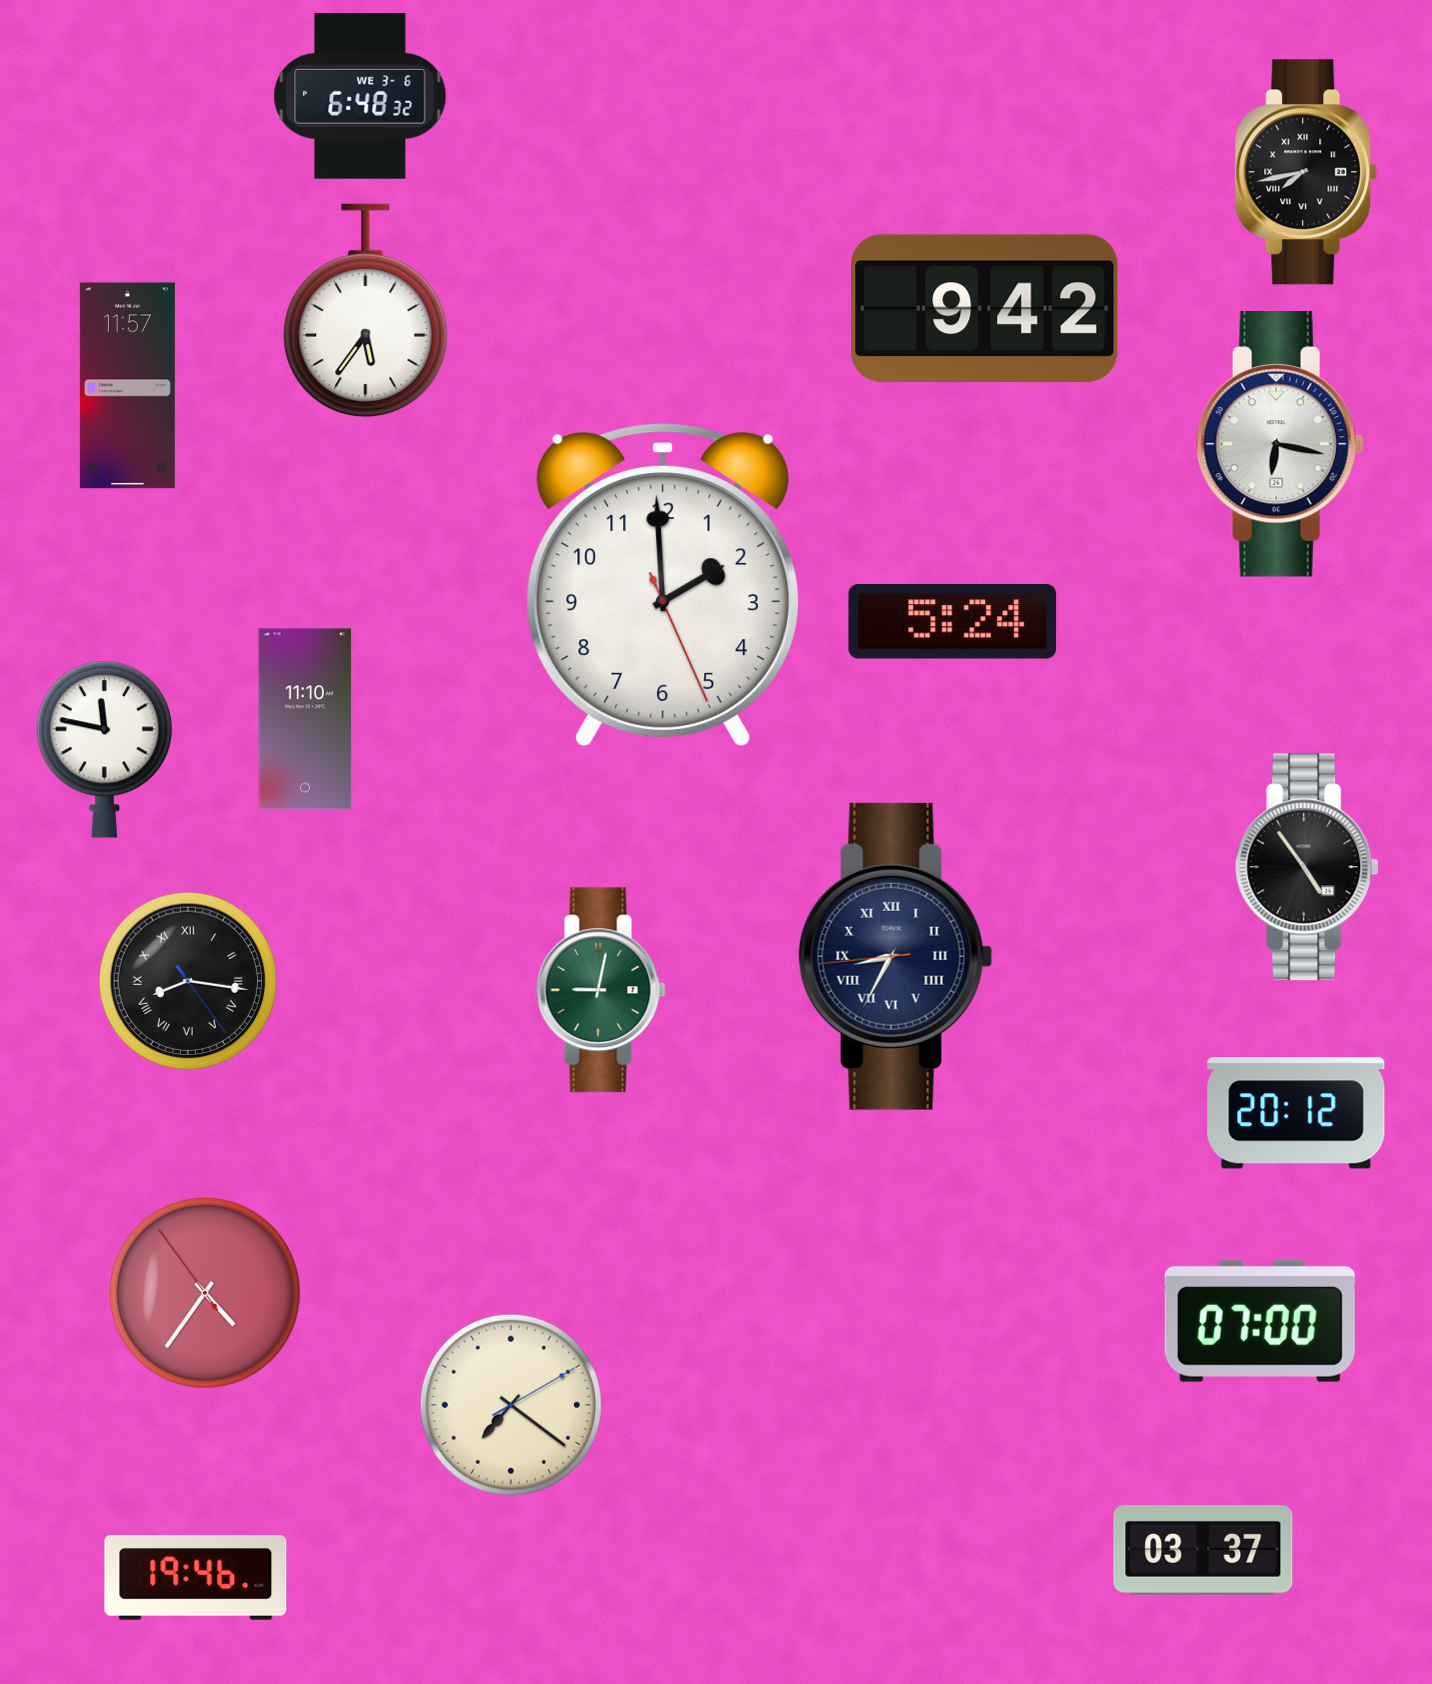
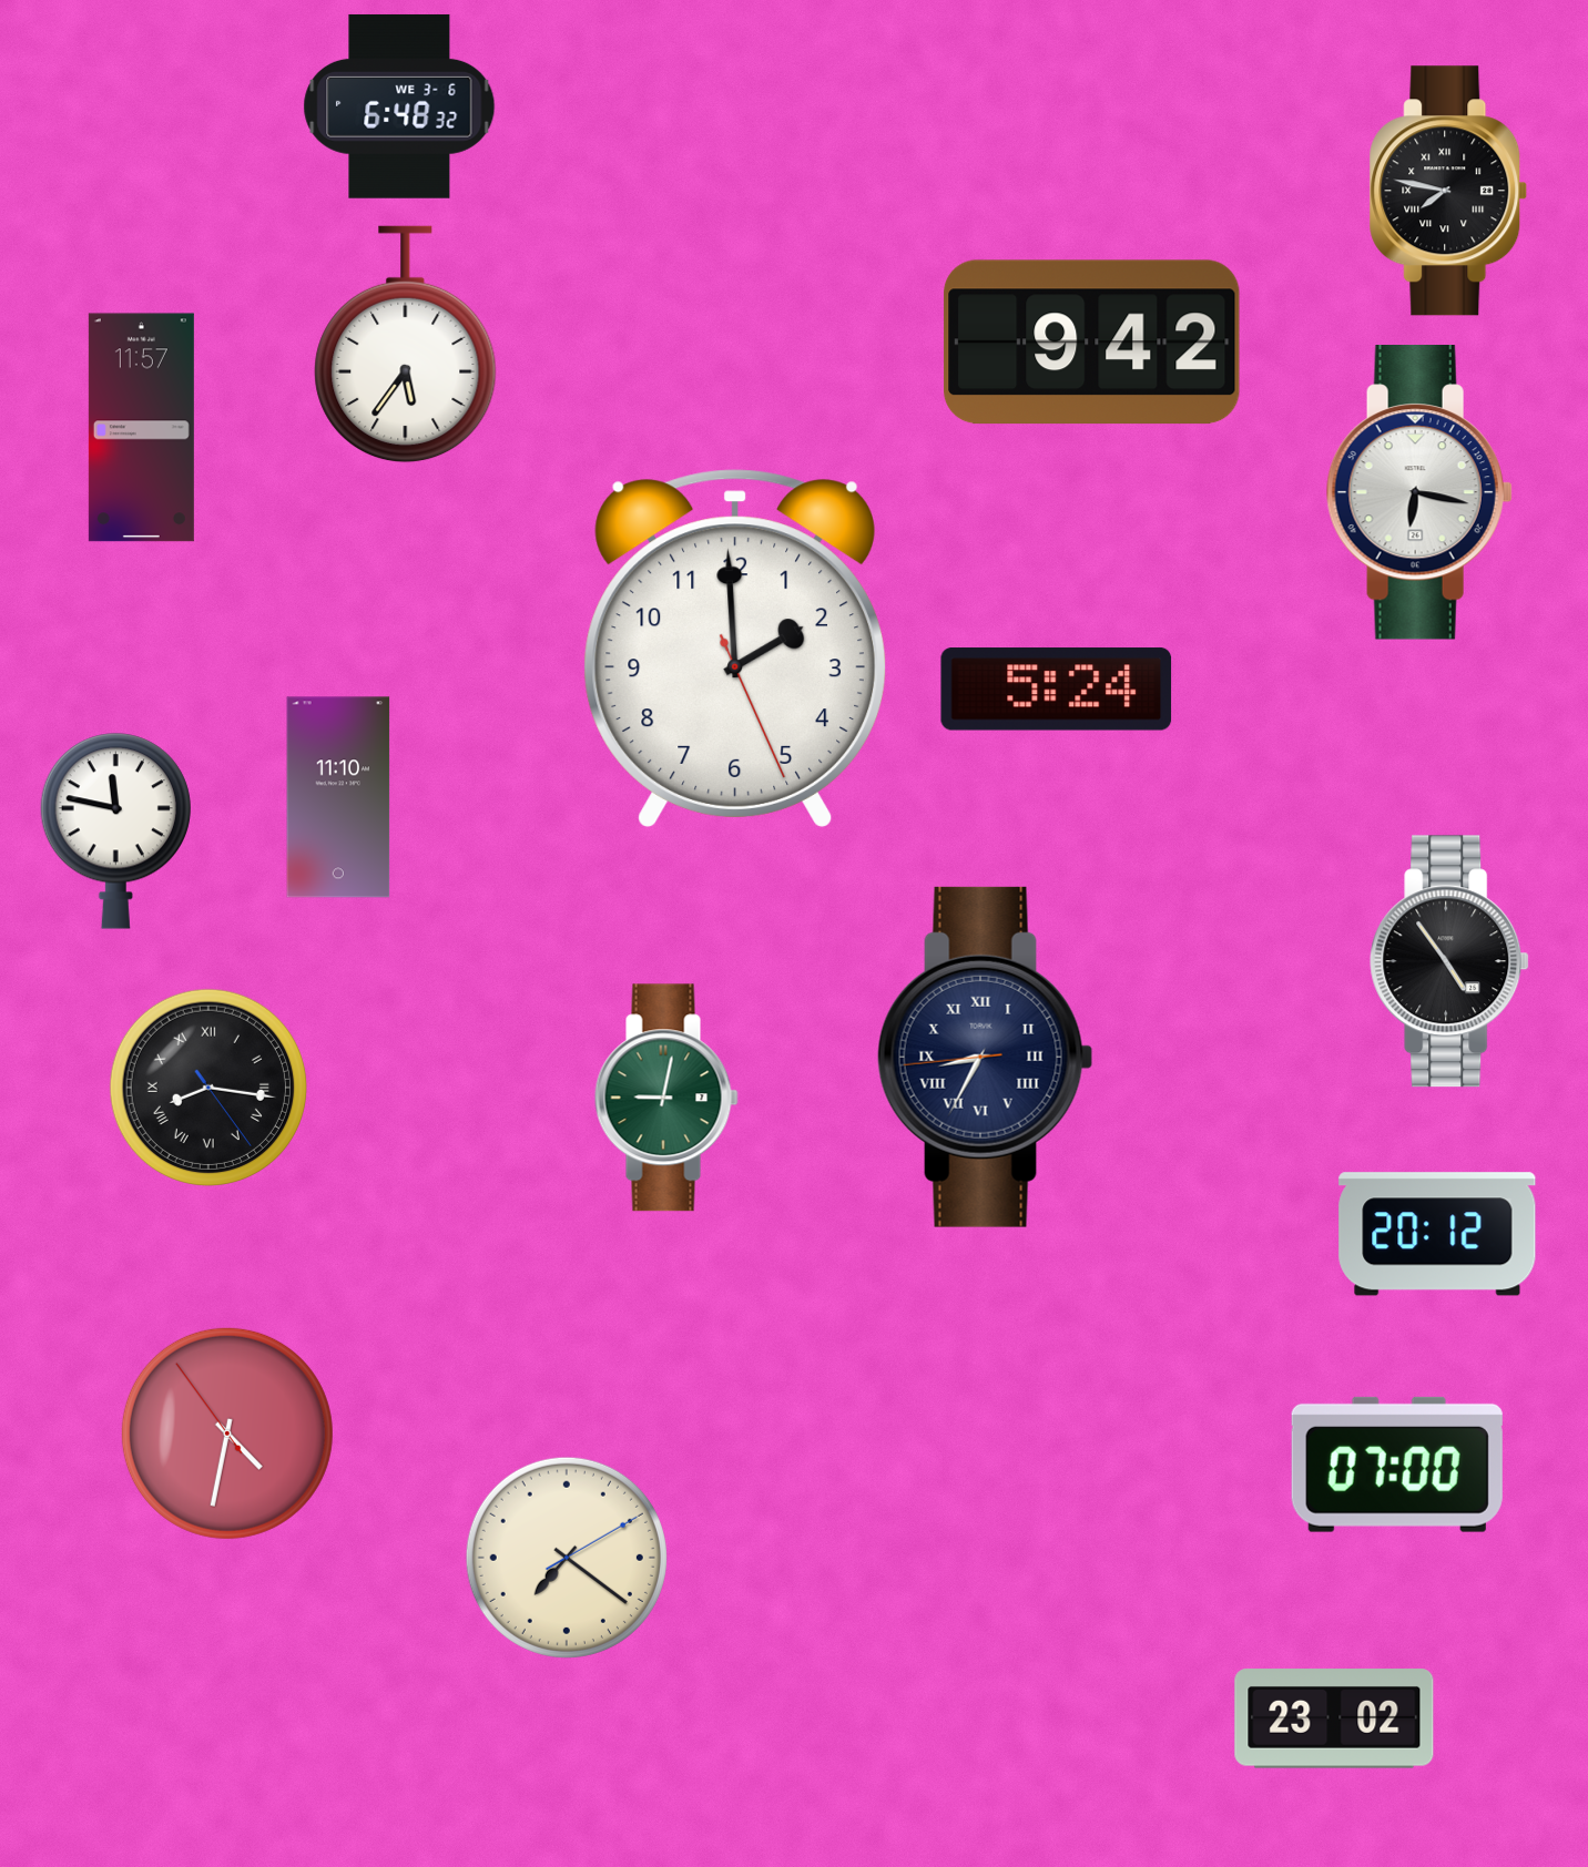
clock at (1306, 172): 7:43 -> 7:47
clock at (896, 956) position: (896, 956) -> (986, 1057)
clock at (205, 1293): 4:35 -> 4:31
clock at (1203, 1550): 03:37 -> 23:02
clock at (196, 1578): 19:46 -> none
